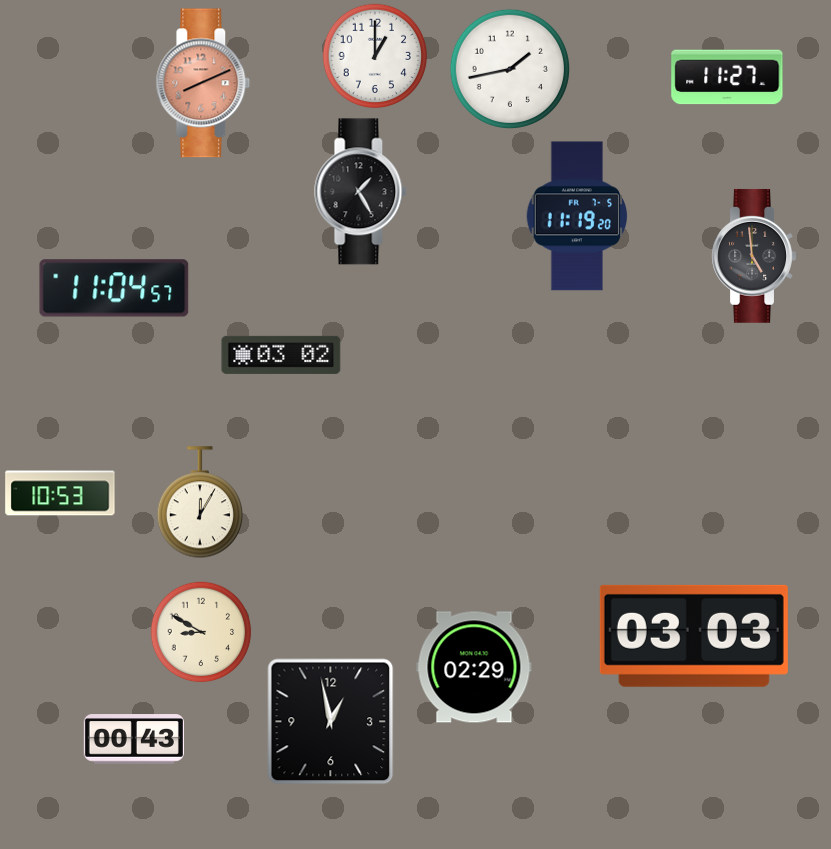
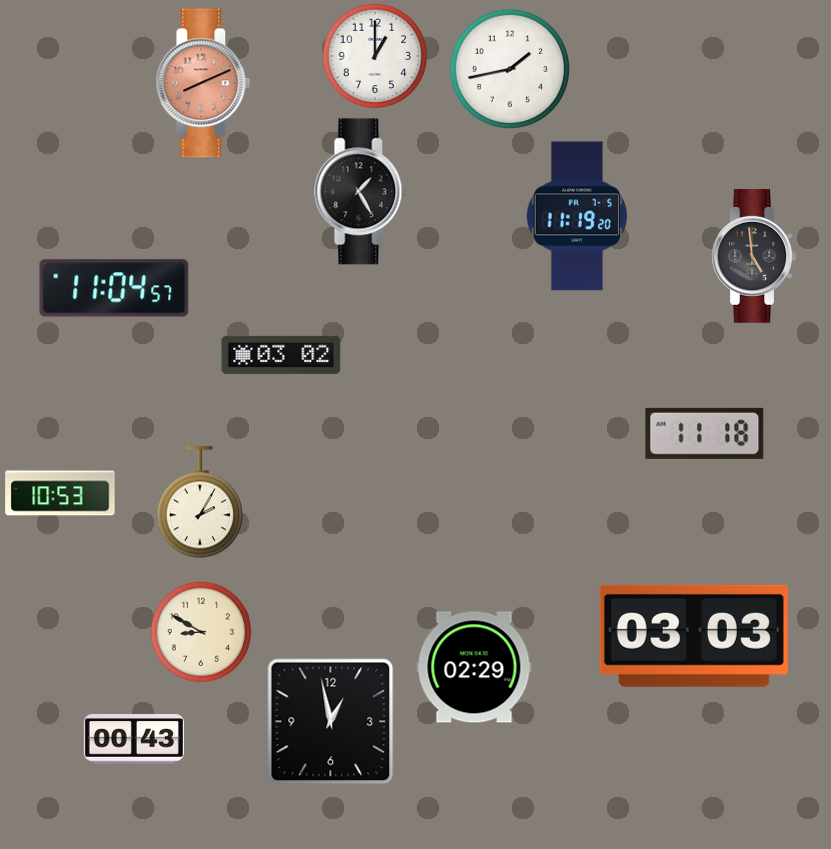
clock at (727, 77): 11:27 -> none
clock at (705, 433): none -> 11:18
clock at (200, 503): 12:05 -> 2:05
